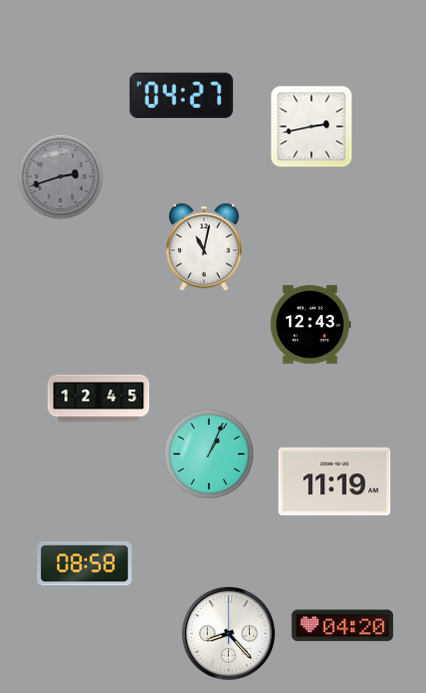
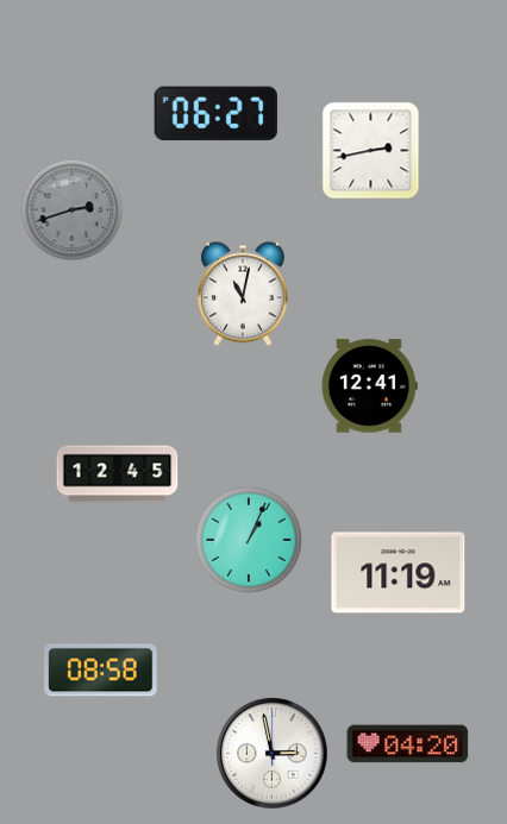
clock at (181, 95): 04:27 -> 06:27
clock at (310, 325): 12:43 -> 12:41
clock at (228, 633): 8:23 -> 2:58
